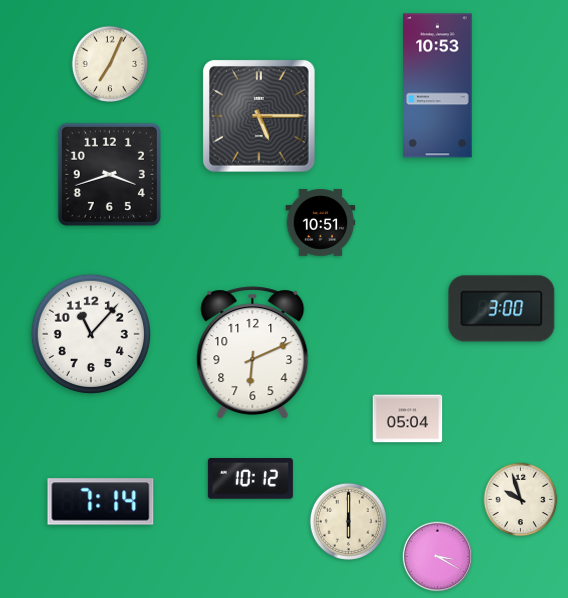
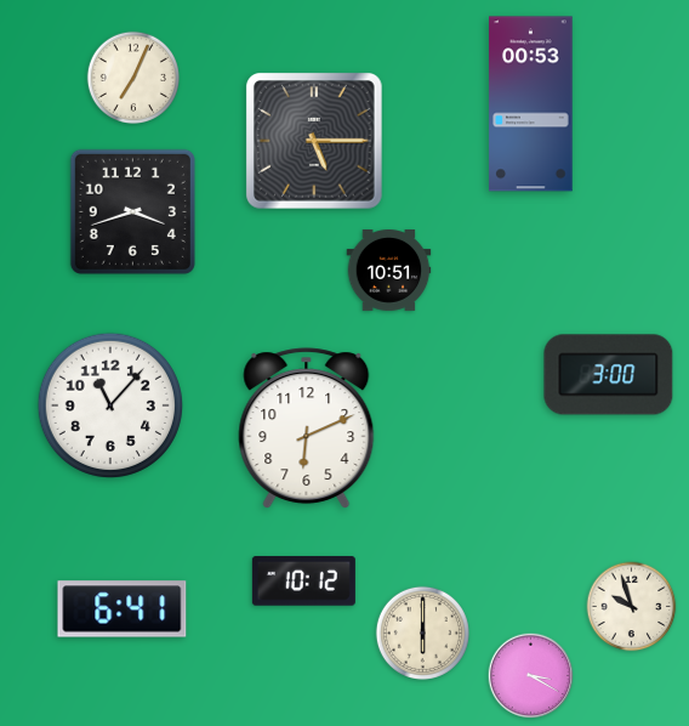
clock at (438, 86): 10:53 -> 00:53
clock at (408, 419): 05:04 -> none
clock at (101, 502): 7:14 -> 6:41
